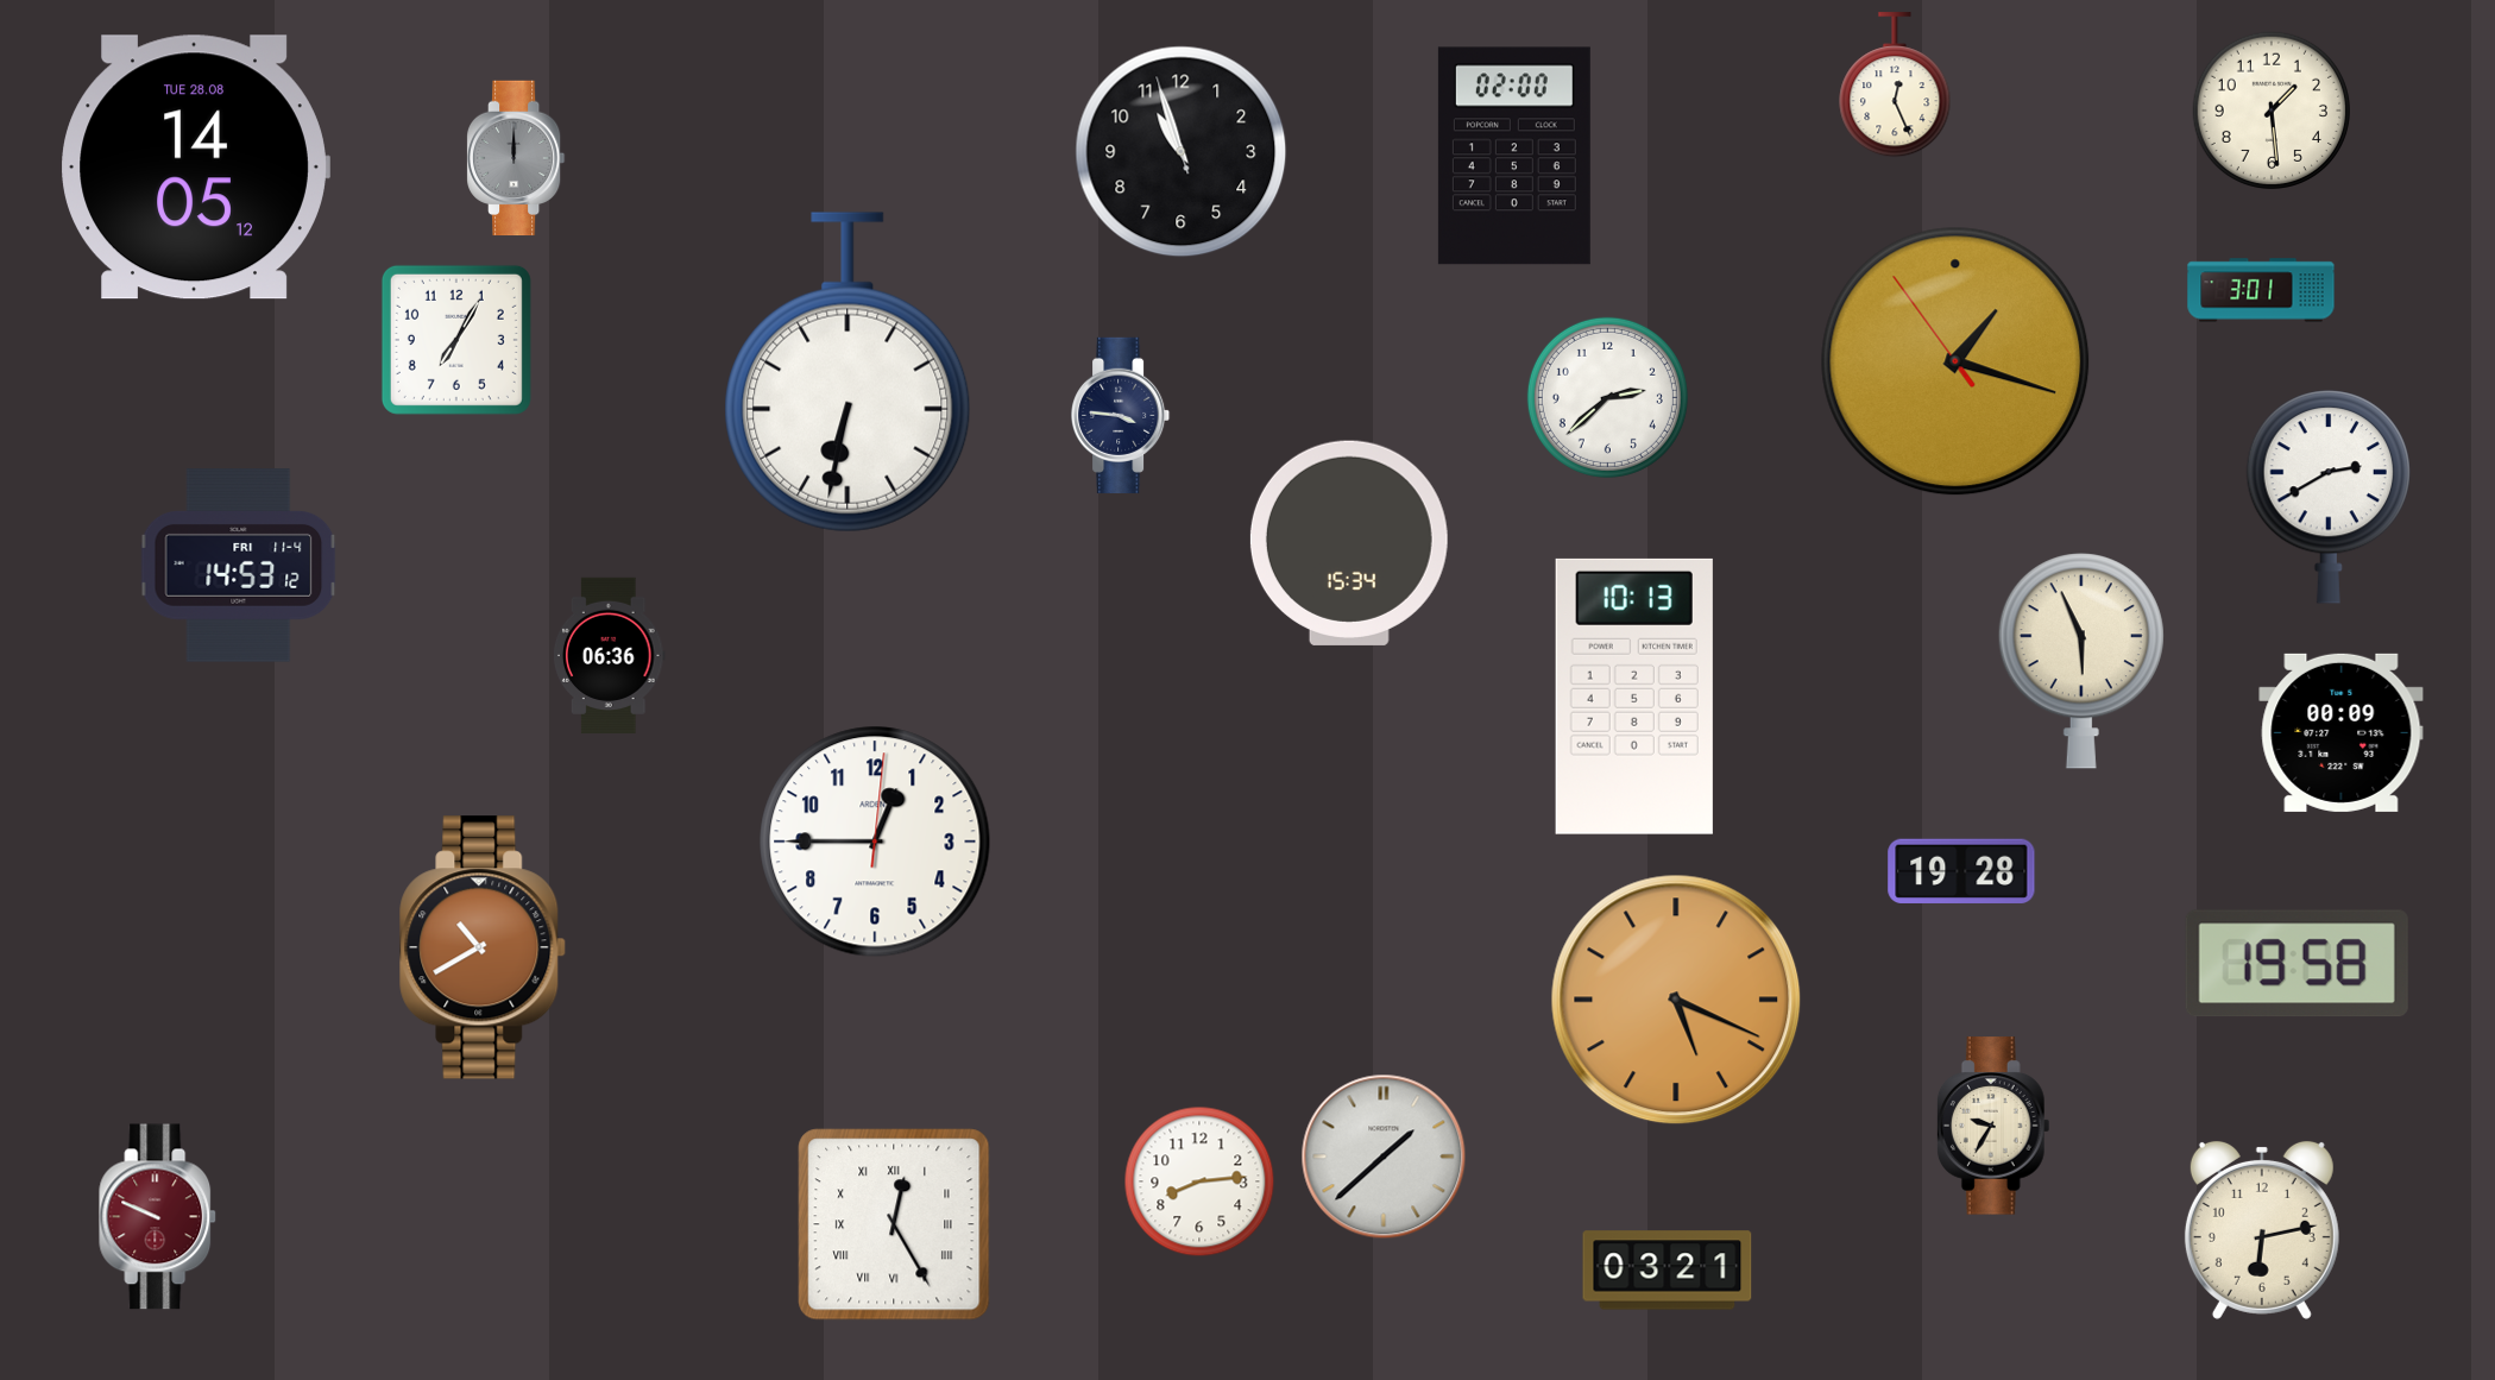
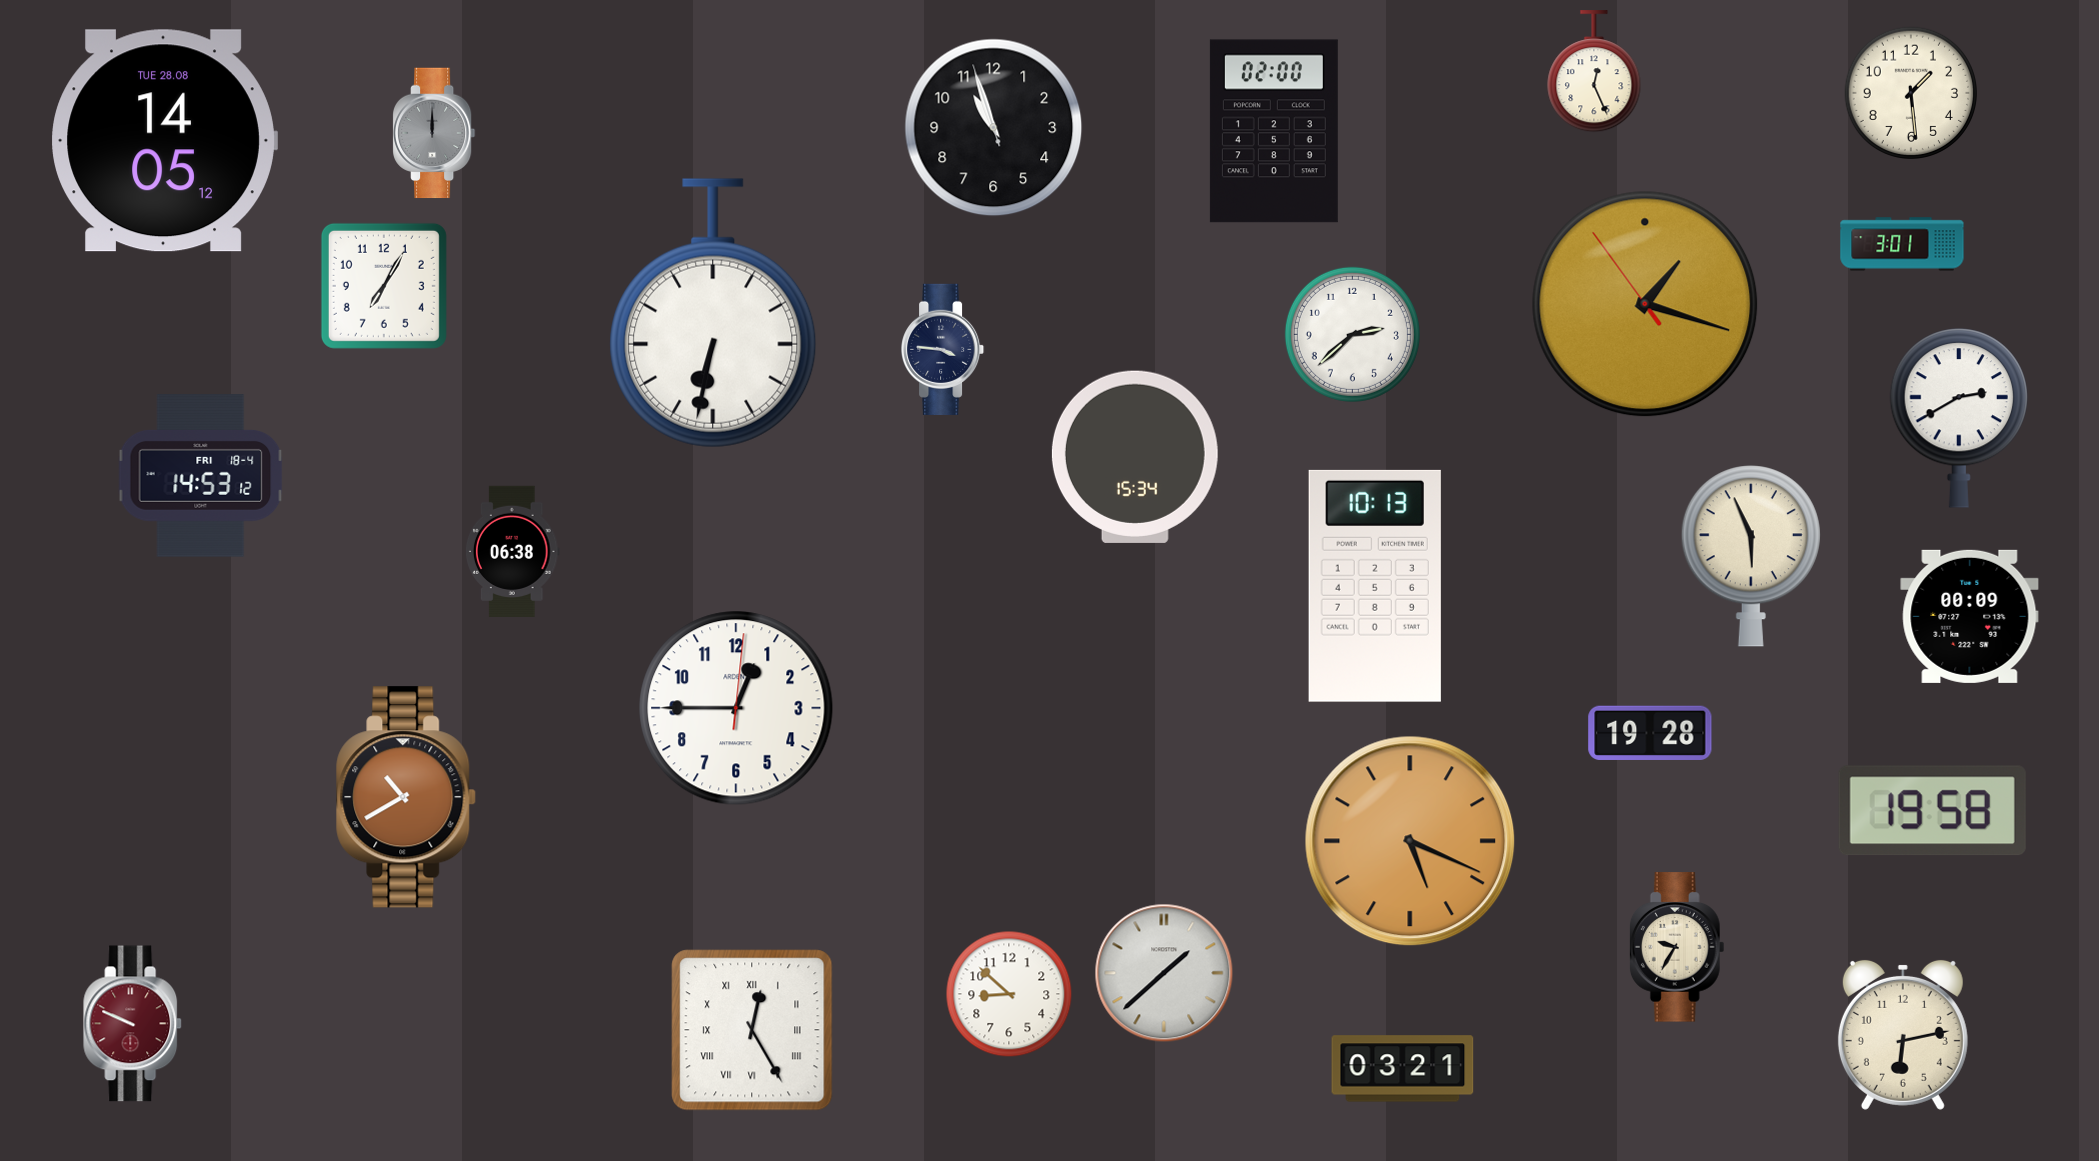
clock at (239, 566) date: FRI 11-4 -> FRI 18-4
clock at (610, 655): 06:36 -> 06:38
clock at (1199, 1181): 8:14 -> 8:52
